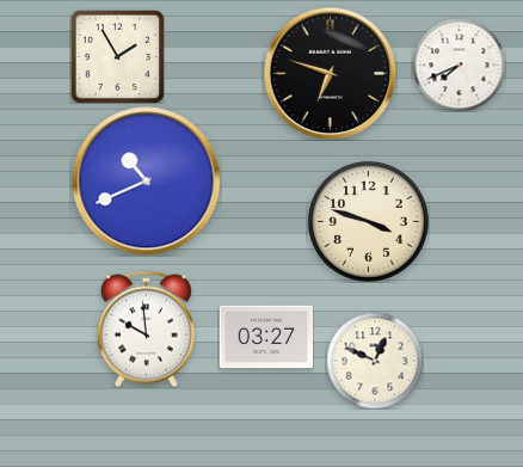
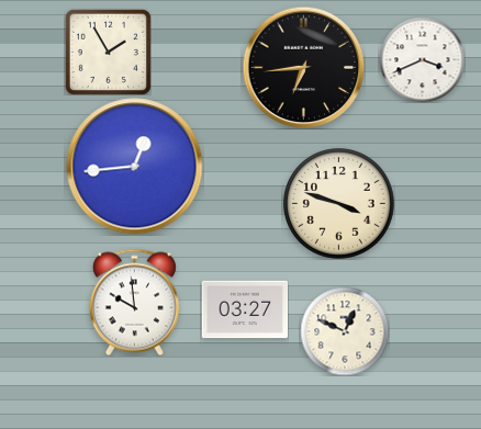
clock at (459, 64): 7:41 -> 3:41
clock at (330, 73): 6:48 -> 6:44
clock at (147, 182): 10:41 -> 12:44
